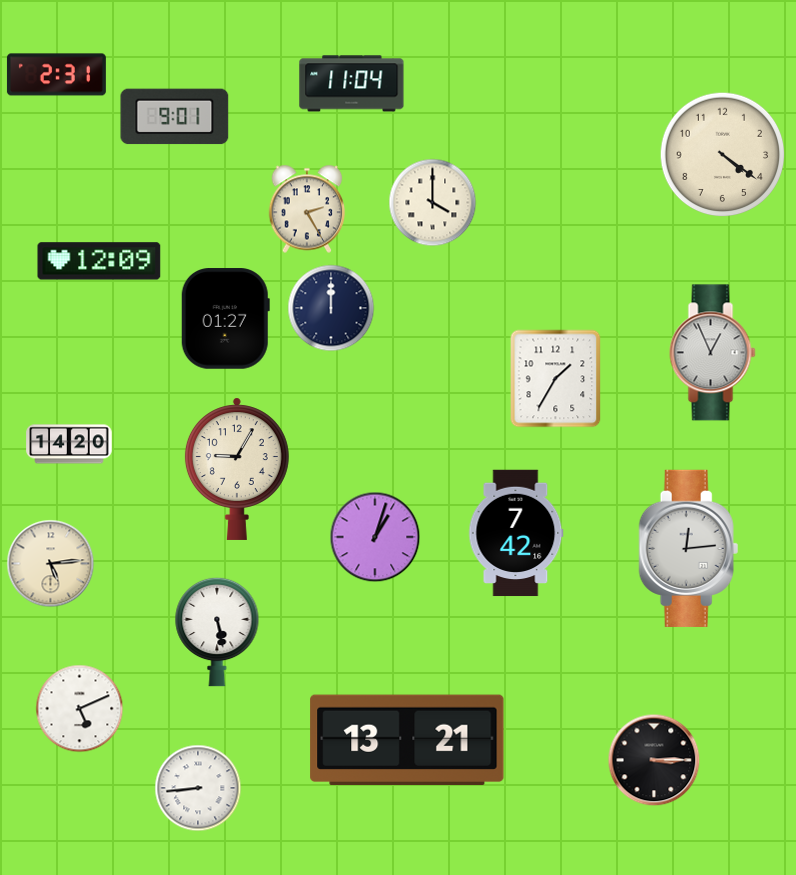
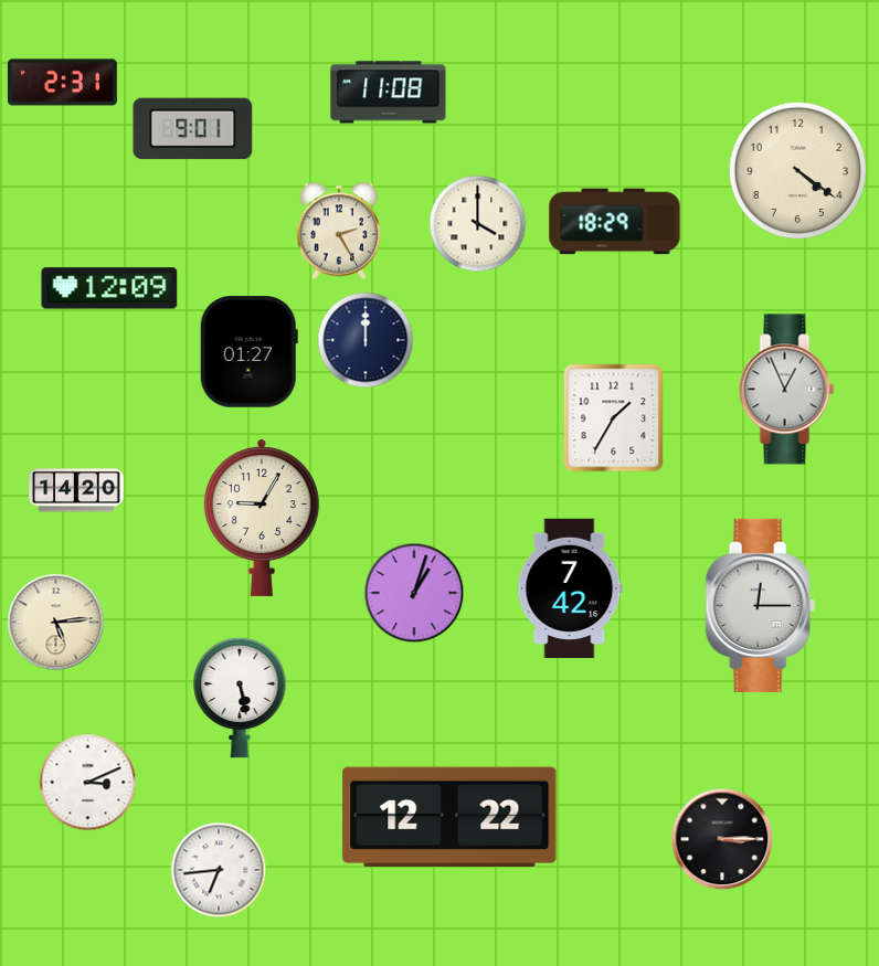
clock at (352, 84): 11:04 -> 11:08
clock at (615, 222): none -> 18:29
clock at (689, 548): 12:14 -> 12:15
clock at (80, 709): 5:11 -> 3:11
clock at (407, 740): 13:21 -> 12:22
clock at (198, 788): 8:44 -> 6:44
